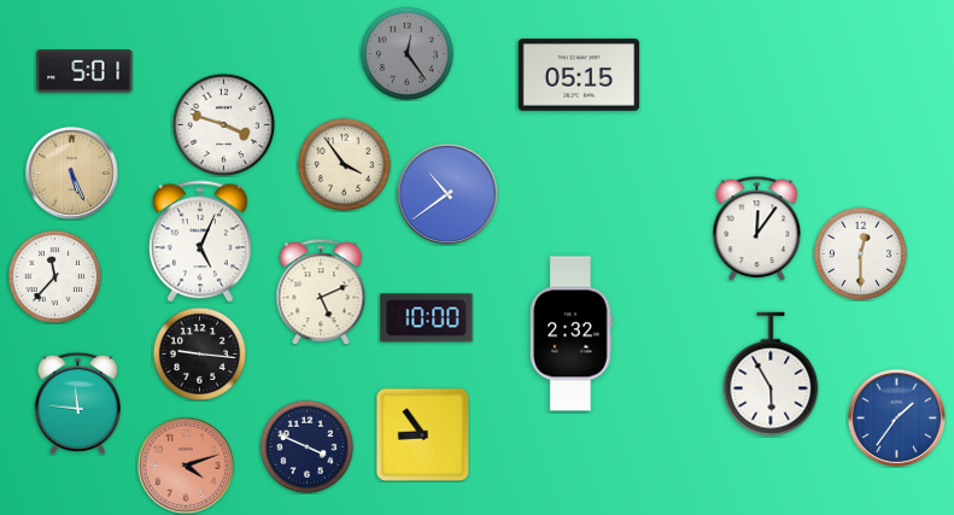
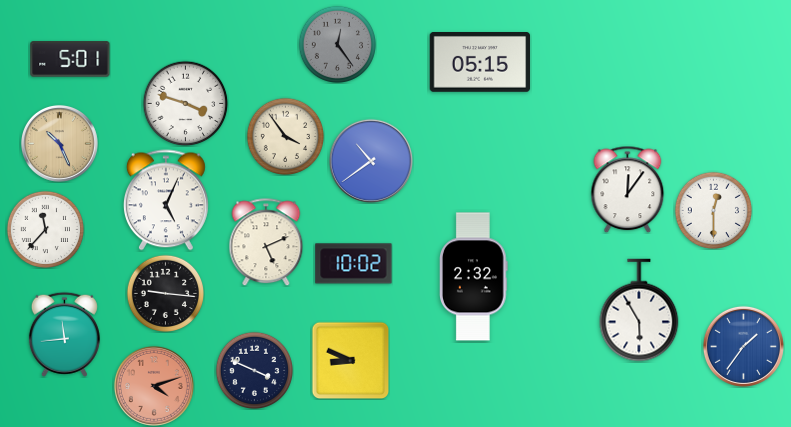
clock at (71, 172): 5:26 -> 10:26
clock at (427, 318): 10:00 -> 10:02
clock at (77, 403): 11:46 -> 11:44
clock at (422, 434): 8:54 -> 8:49
